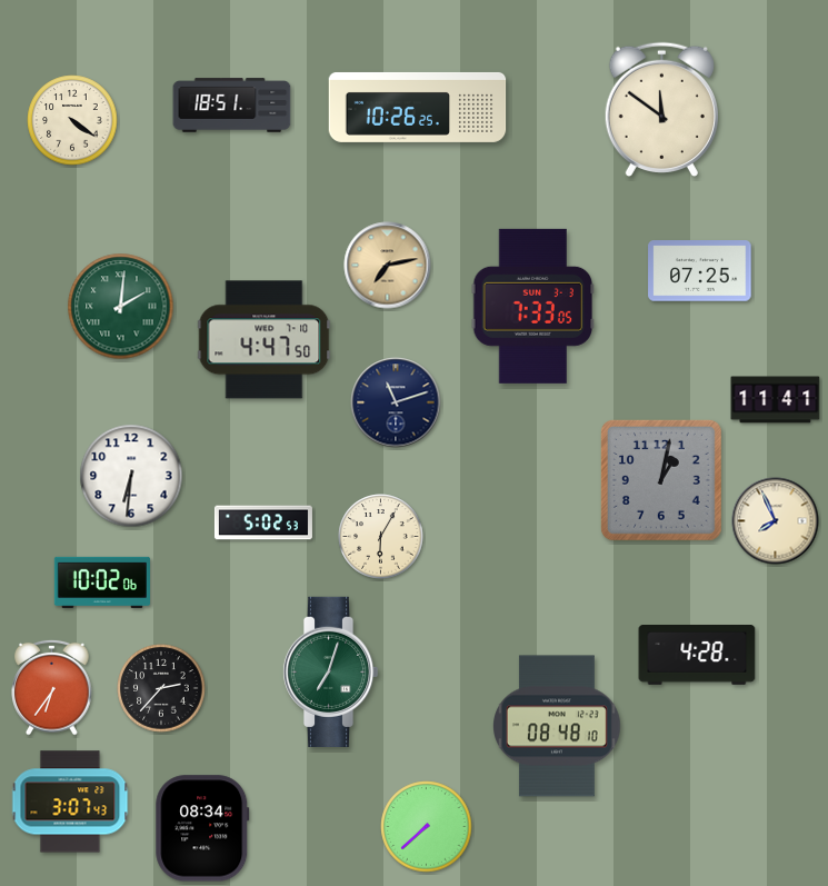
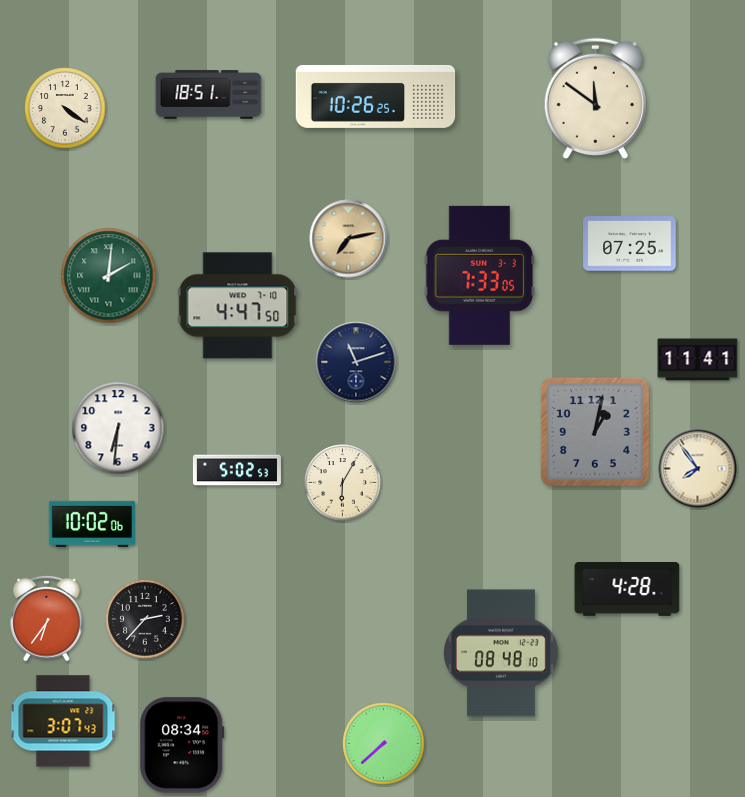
clock at (776, 521): 7:56 -> 7:54
clock at (330, 671): 7:03 -> none
